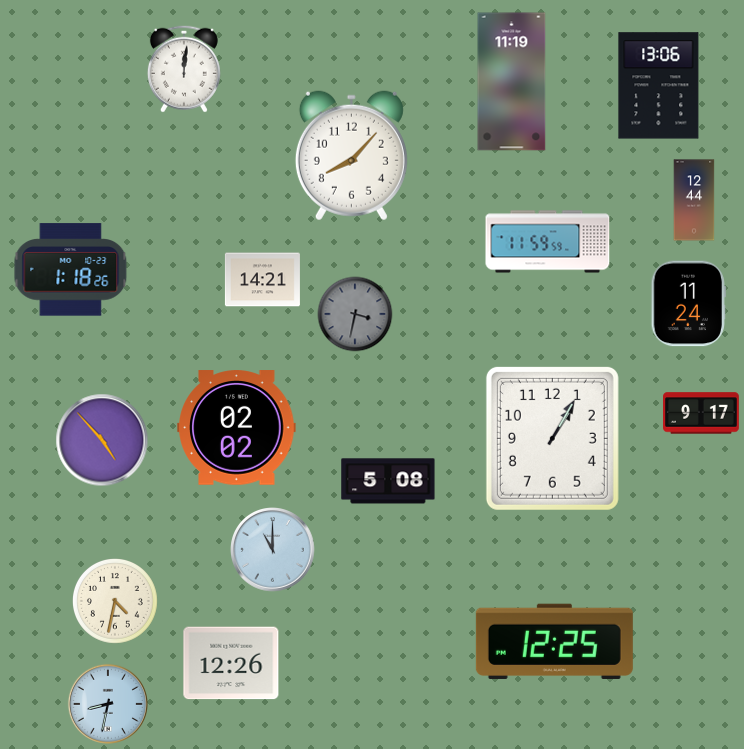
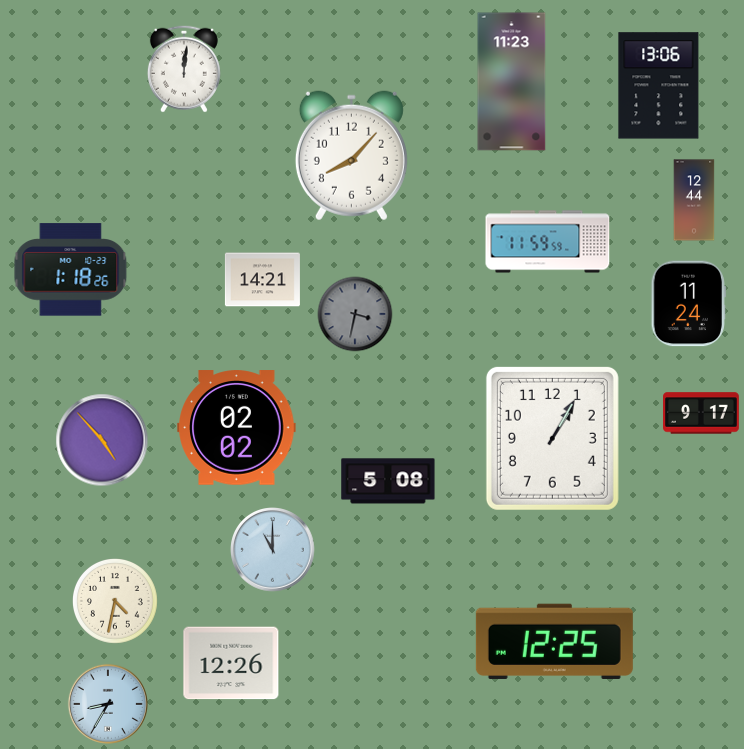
clock at (512, 82): 11:19 -> 11:23
clock at (108, 704): 8:32 -> 8:35
